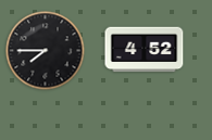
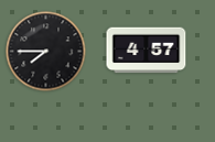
clock at (145, 50): 4:52 -> 4:57
